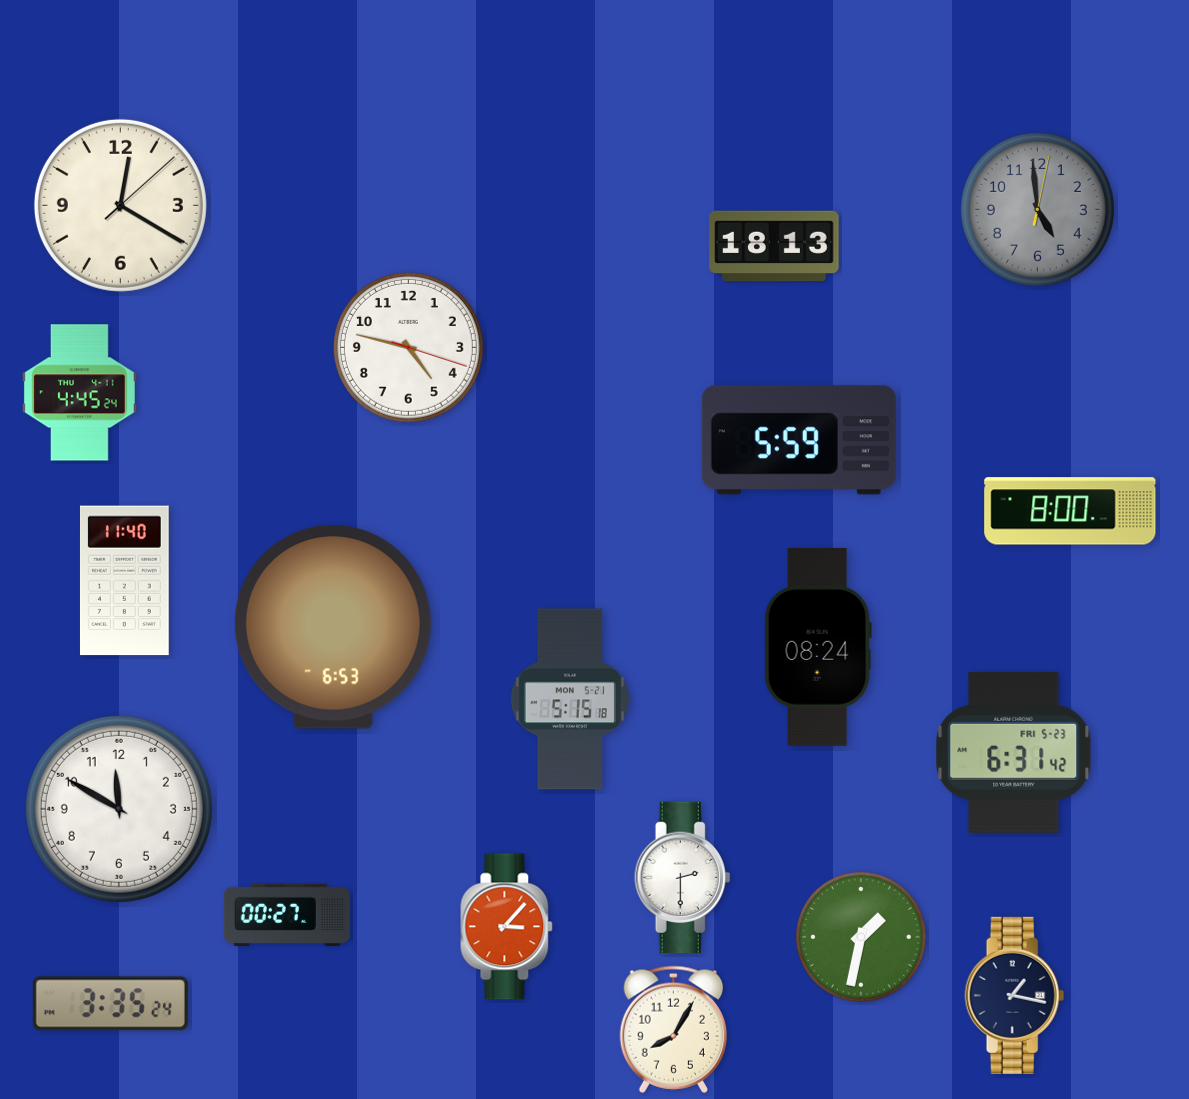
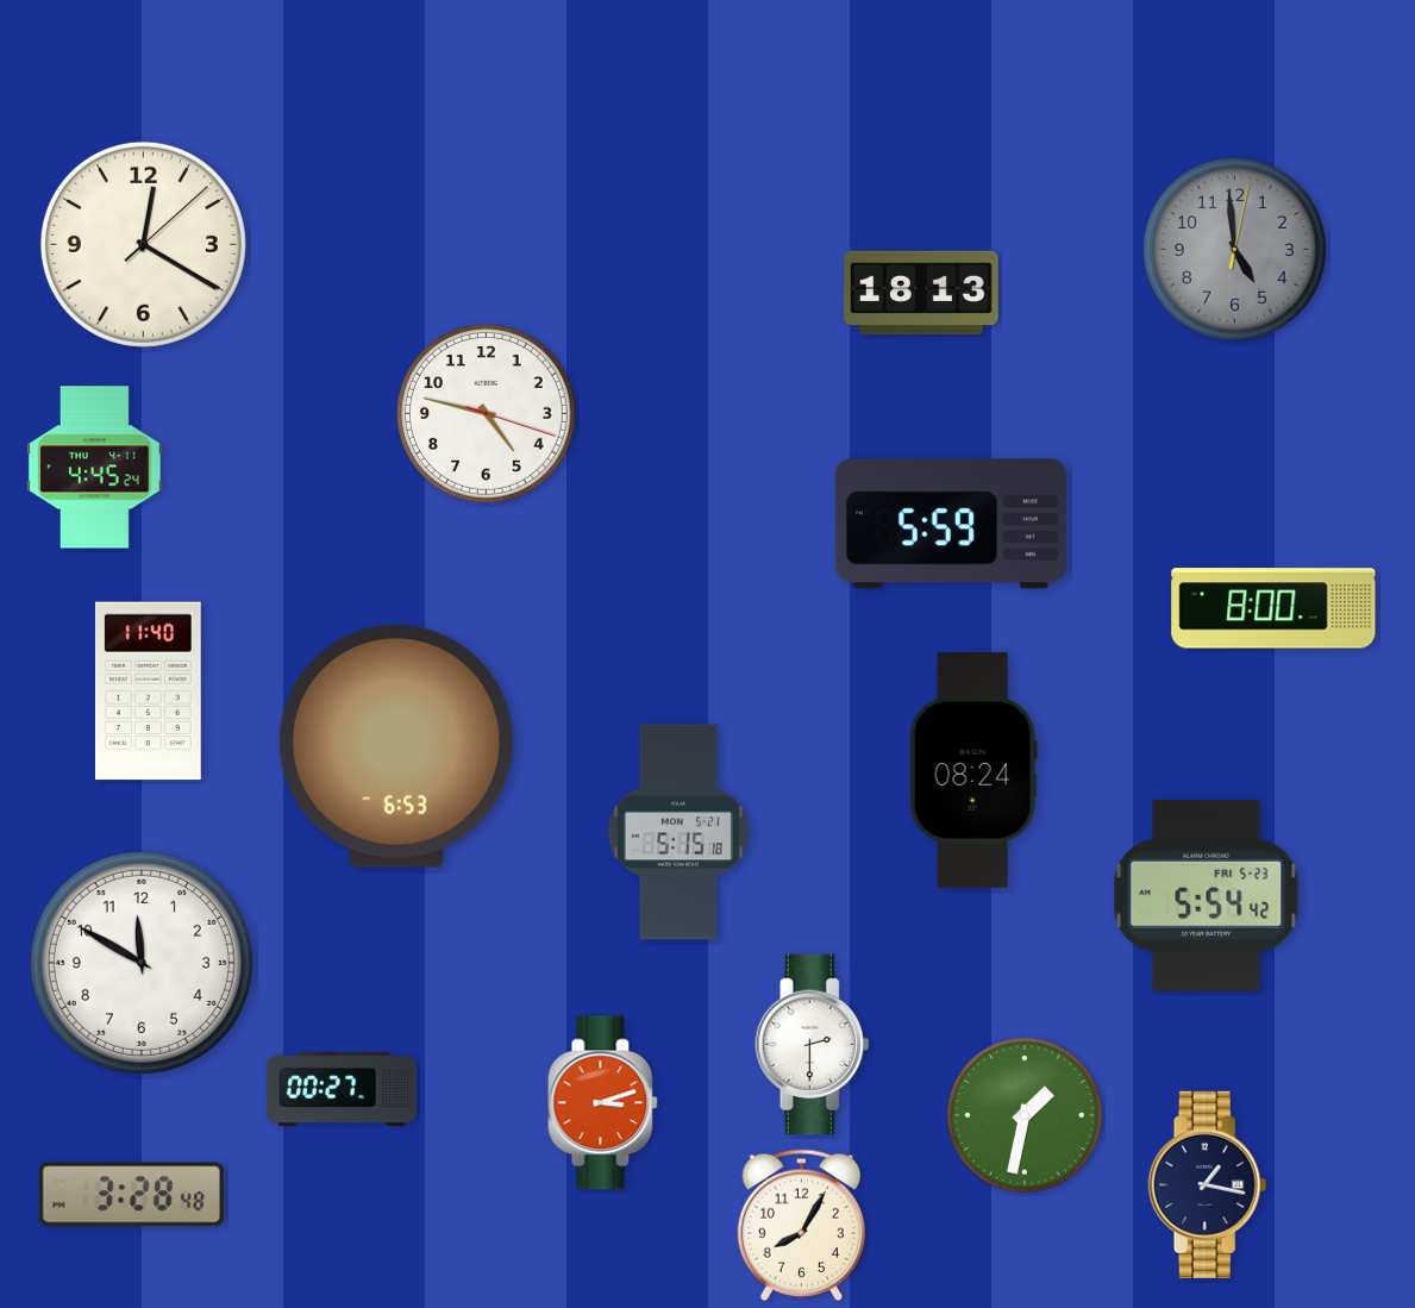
clock at (1014, 752): 6:31 -> 5:54
clock at (507, 927): 3:07 -> 3:12
clock at (110, 1004): 3:35 -> 3:28
